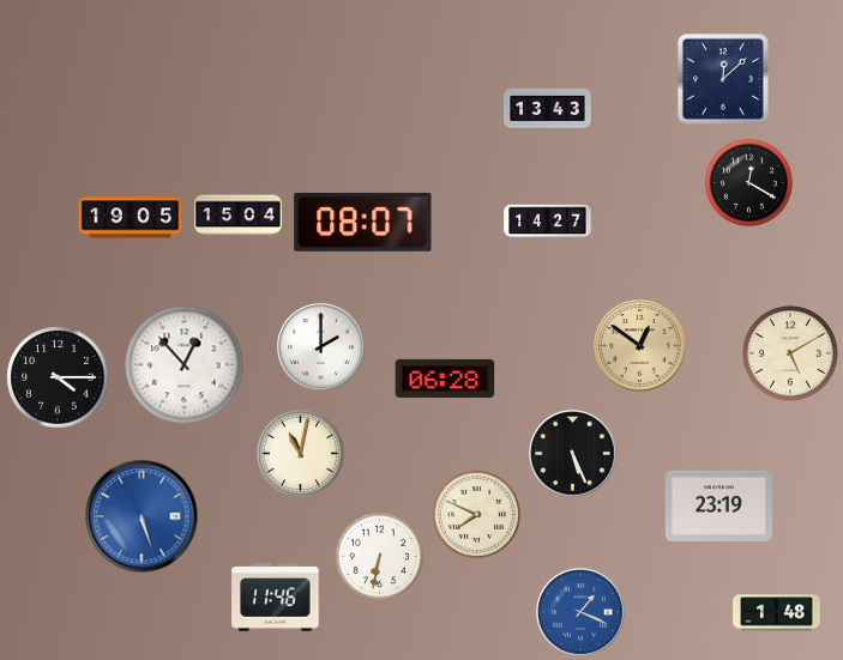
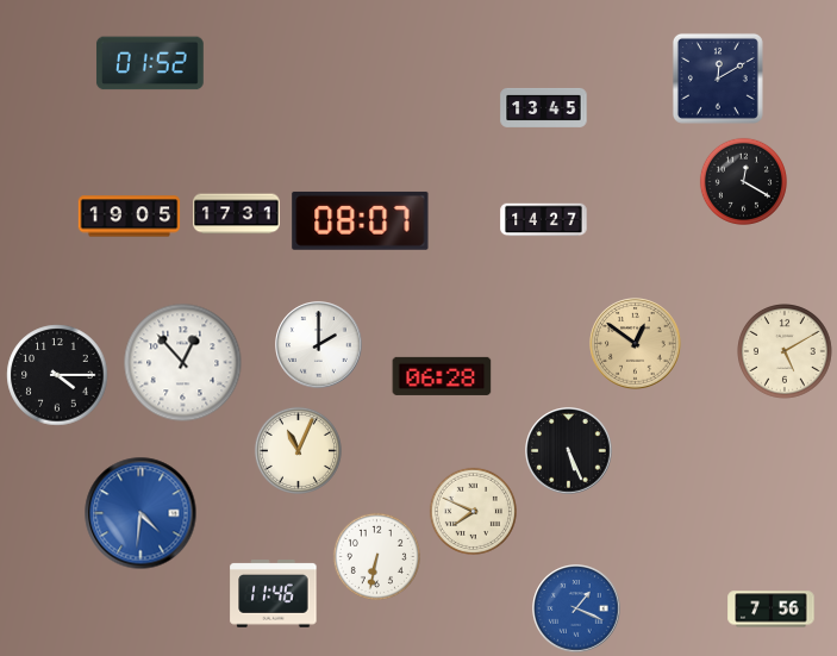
clock at (150, 63): none -> 01:52
clock at (723, 79): 12:08 -> 12:10
clock at (548, 108): 13:43 -> 13:45
clock at (239, 216): 15:04 -> 17:31
clock at (300, 453): 11:02 -> 11:04
clock at (718, 505): 23:19 -> none
clock at (141, 516): 5:27 -> 4:31
clock at (379, 556) position: (379, 556) -> (376, 556)
clock at (777, 613): 1:48 -> 7:56
